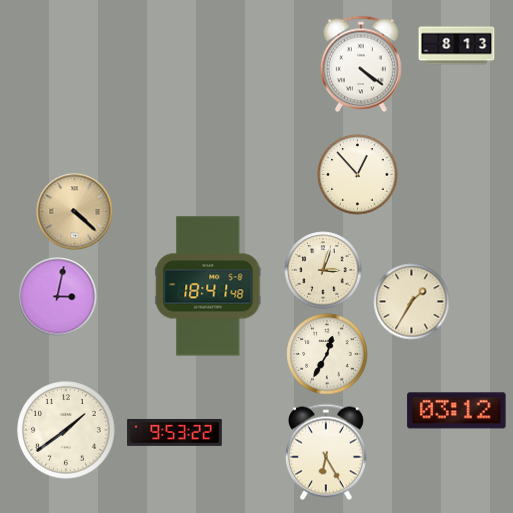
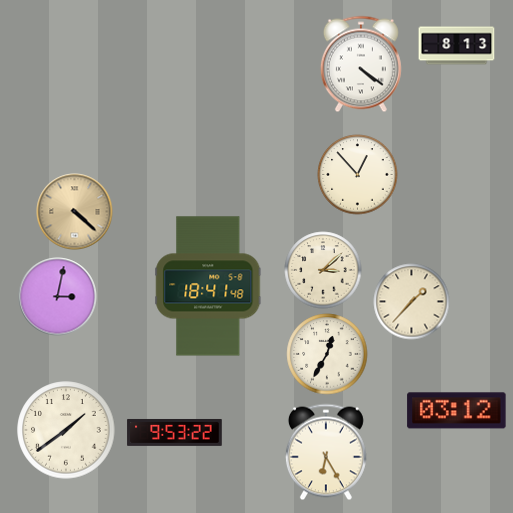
clock at (323, 270): 3:03 -> 3:08
clock at (412, 302): 1:35 -> 1:37
